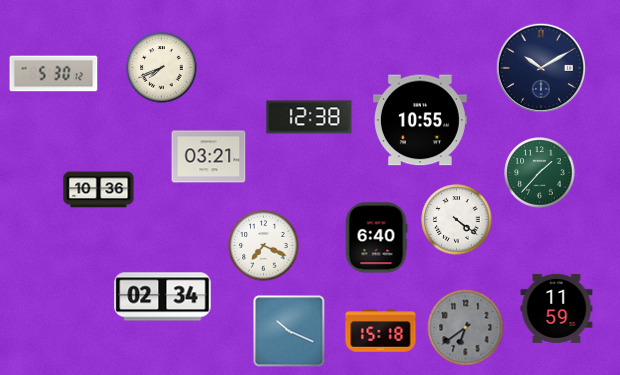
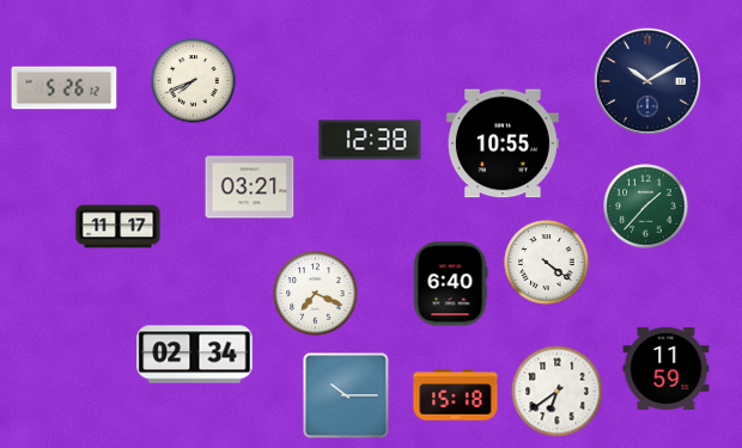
clock at (54, 74): 5:30 -> 5:26
clock at (99, 190): 10:36 -> 11:17
clock at (466, 328) dial: grey -> white
clock at (289, 331): 10:19 -> 10:15
